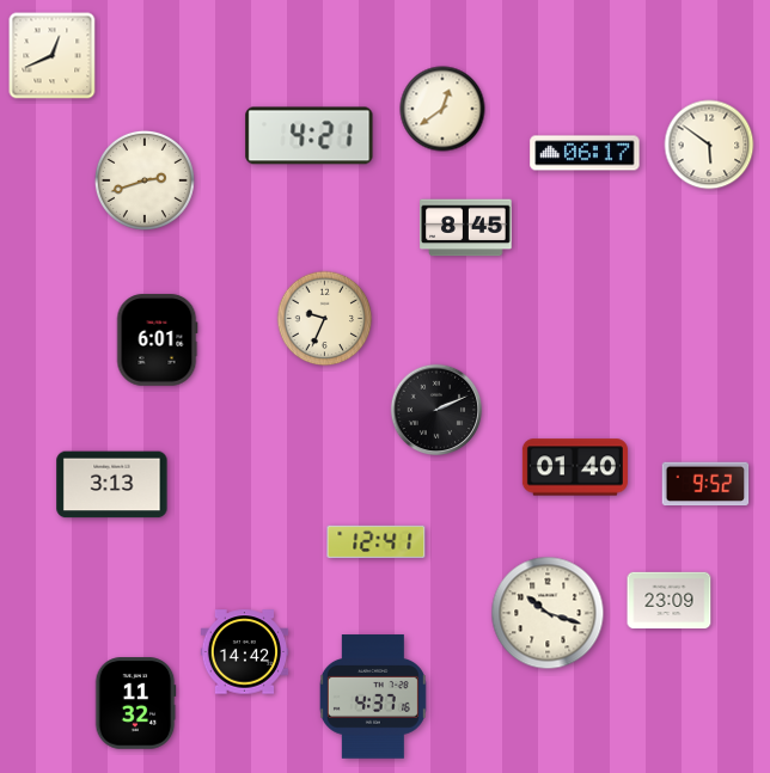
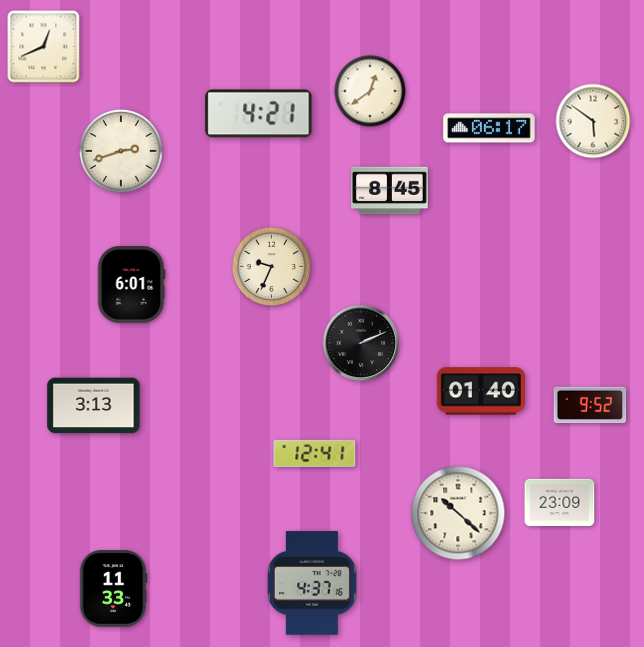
clock at (436, 410) position: (436, 410) -> (361, 343)
clock at (548, 613): 10:18 -> 10:22
clock at (245, 652): 14:42 -> none
clock at (135, 704): 11:32 -> 11:33
